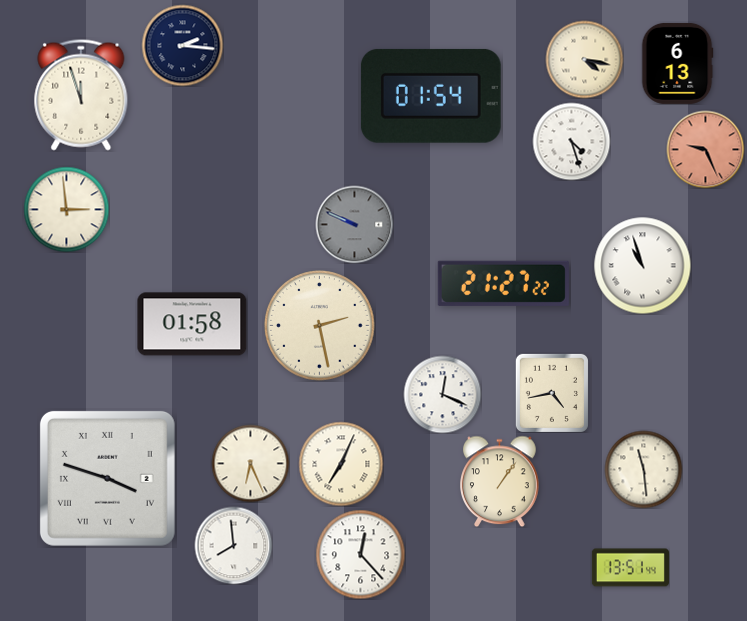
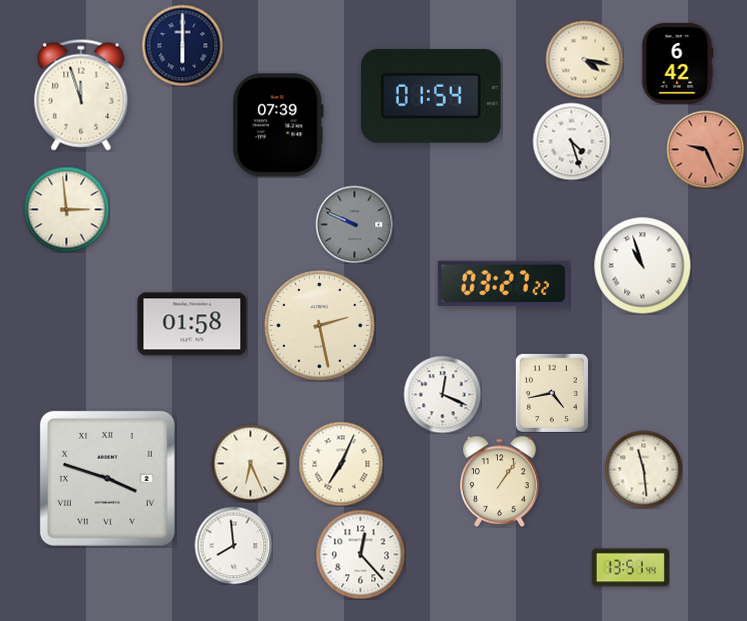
clock at (182, 45): 2:16 -> 6:00
clock at (677, 63): 6:13 -> 6:42
clock at (278, 125): none -> 07:39
clock at (503, 283): 21:27 -> 03:27
